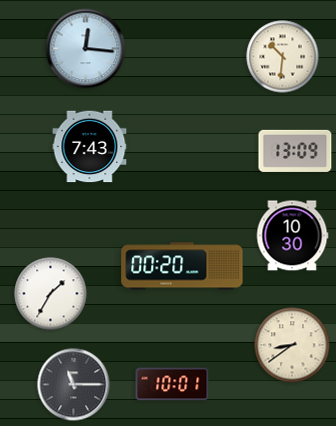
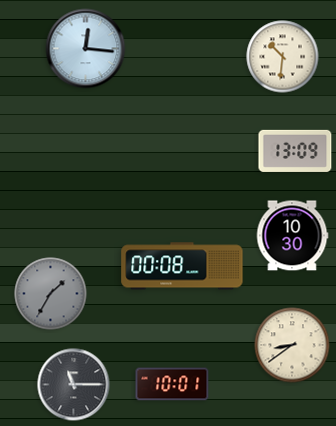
clock at (90, 147): 7:43 -> none
clock at (182, 266): 00:20 -> 00:08
clock at (51, 294) dial: white -> grey
